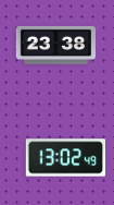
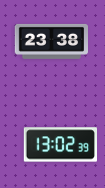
clock at (65, 158): 13:02:49 -> 13:02:39
